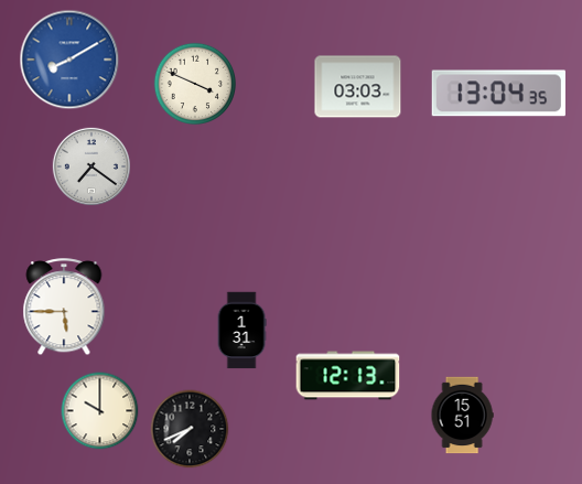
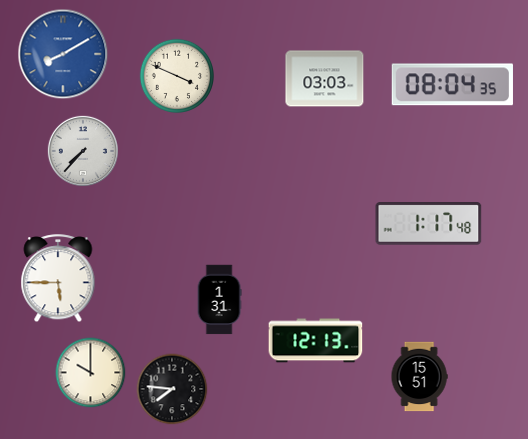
clock at (498, 94): 13:04 -> 08:04
clock at (91, 166): 7:21 -> 7:37
clock at (429, 224): none -> 1:17
clock at (190, 429): 7:41 -> 7:46
